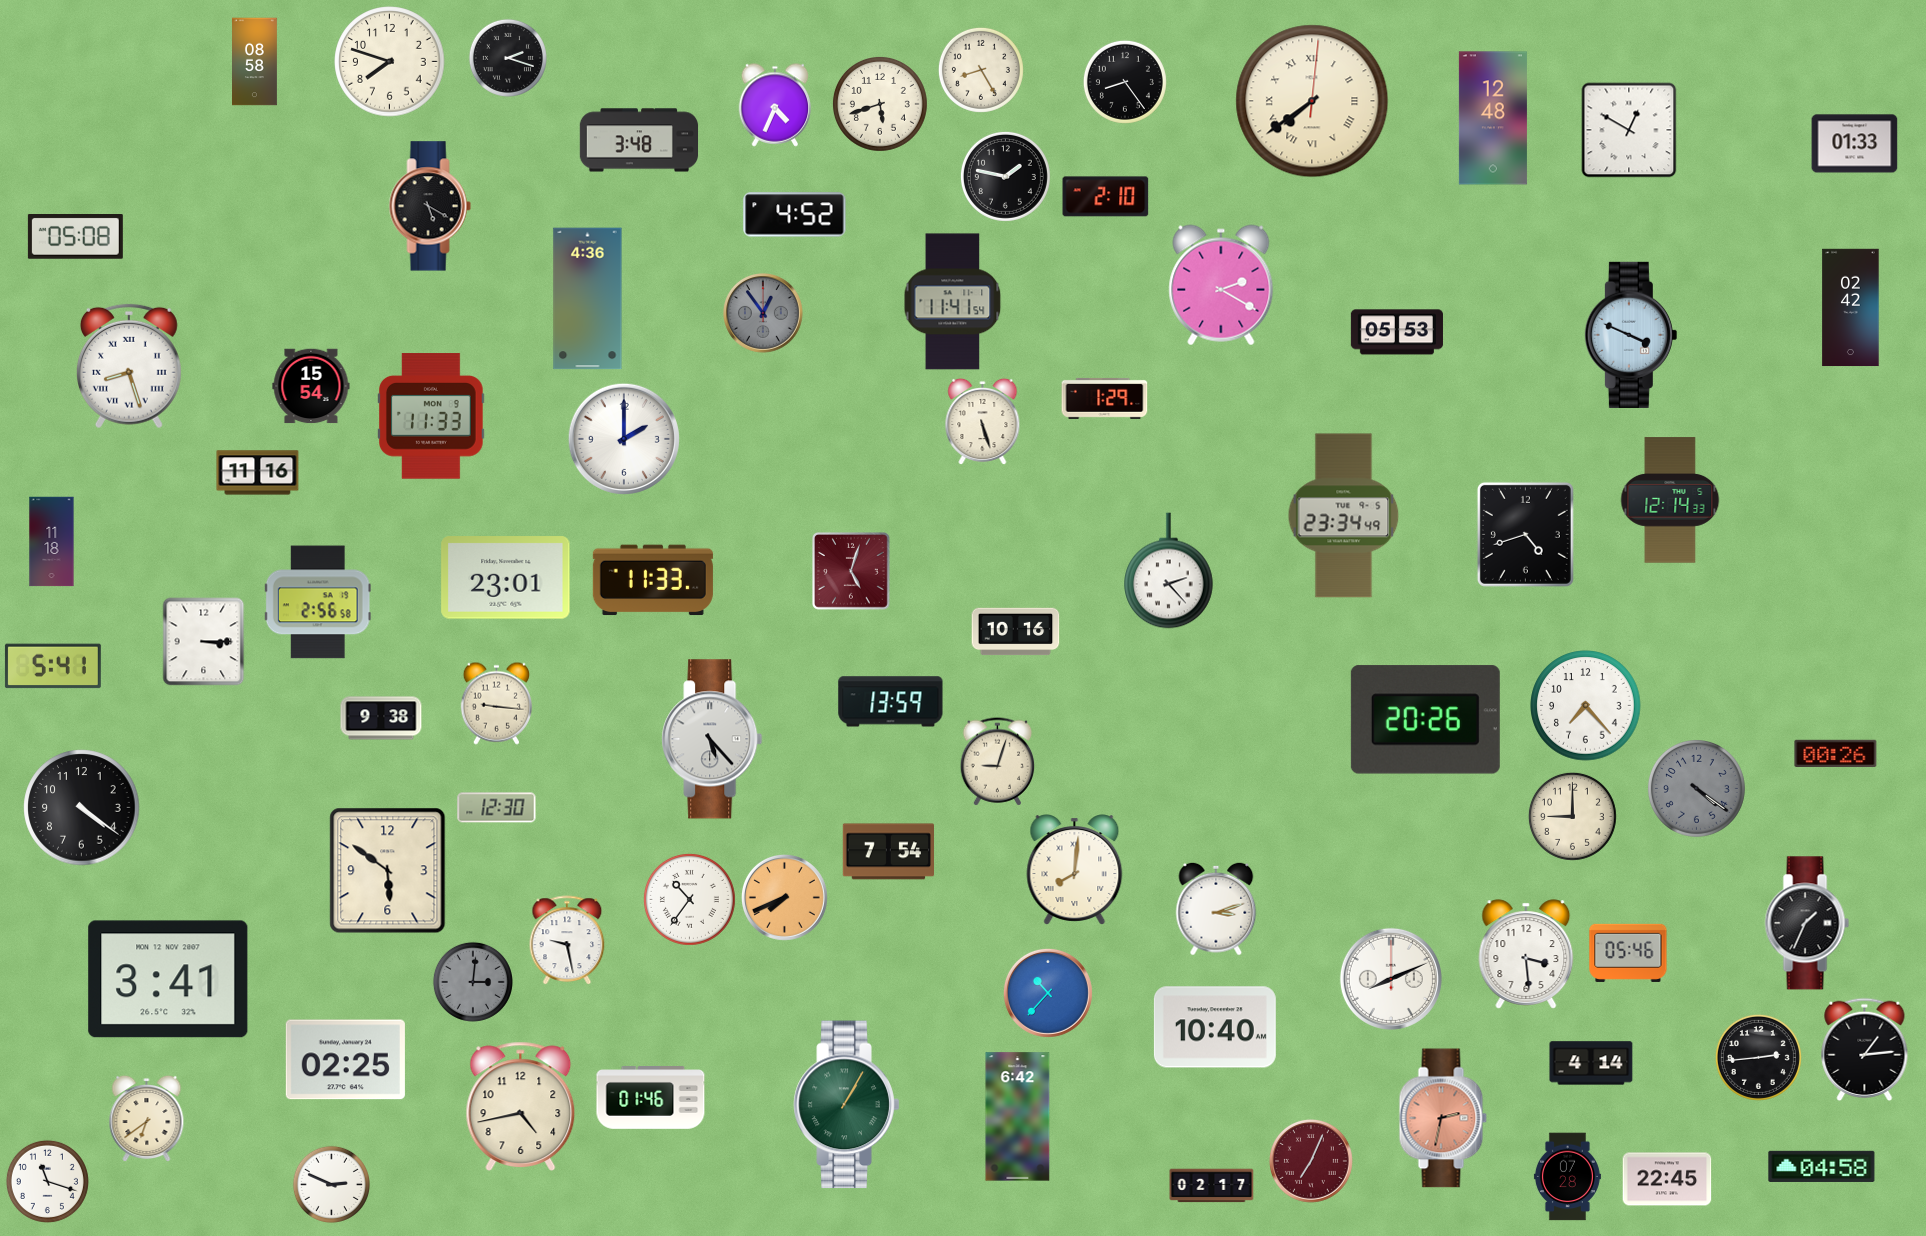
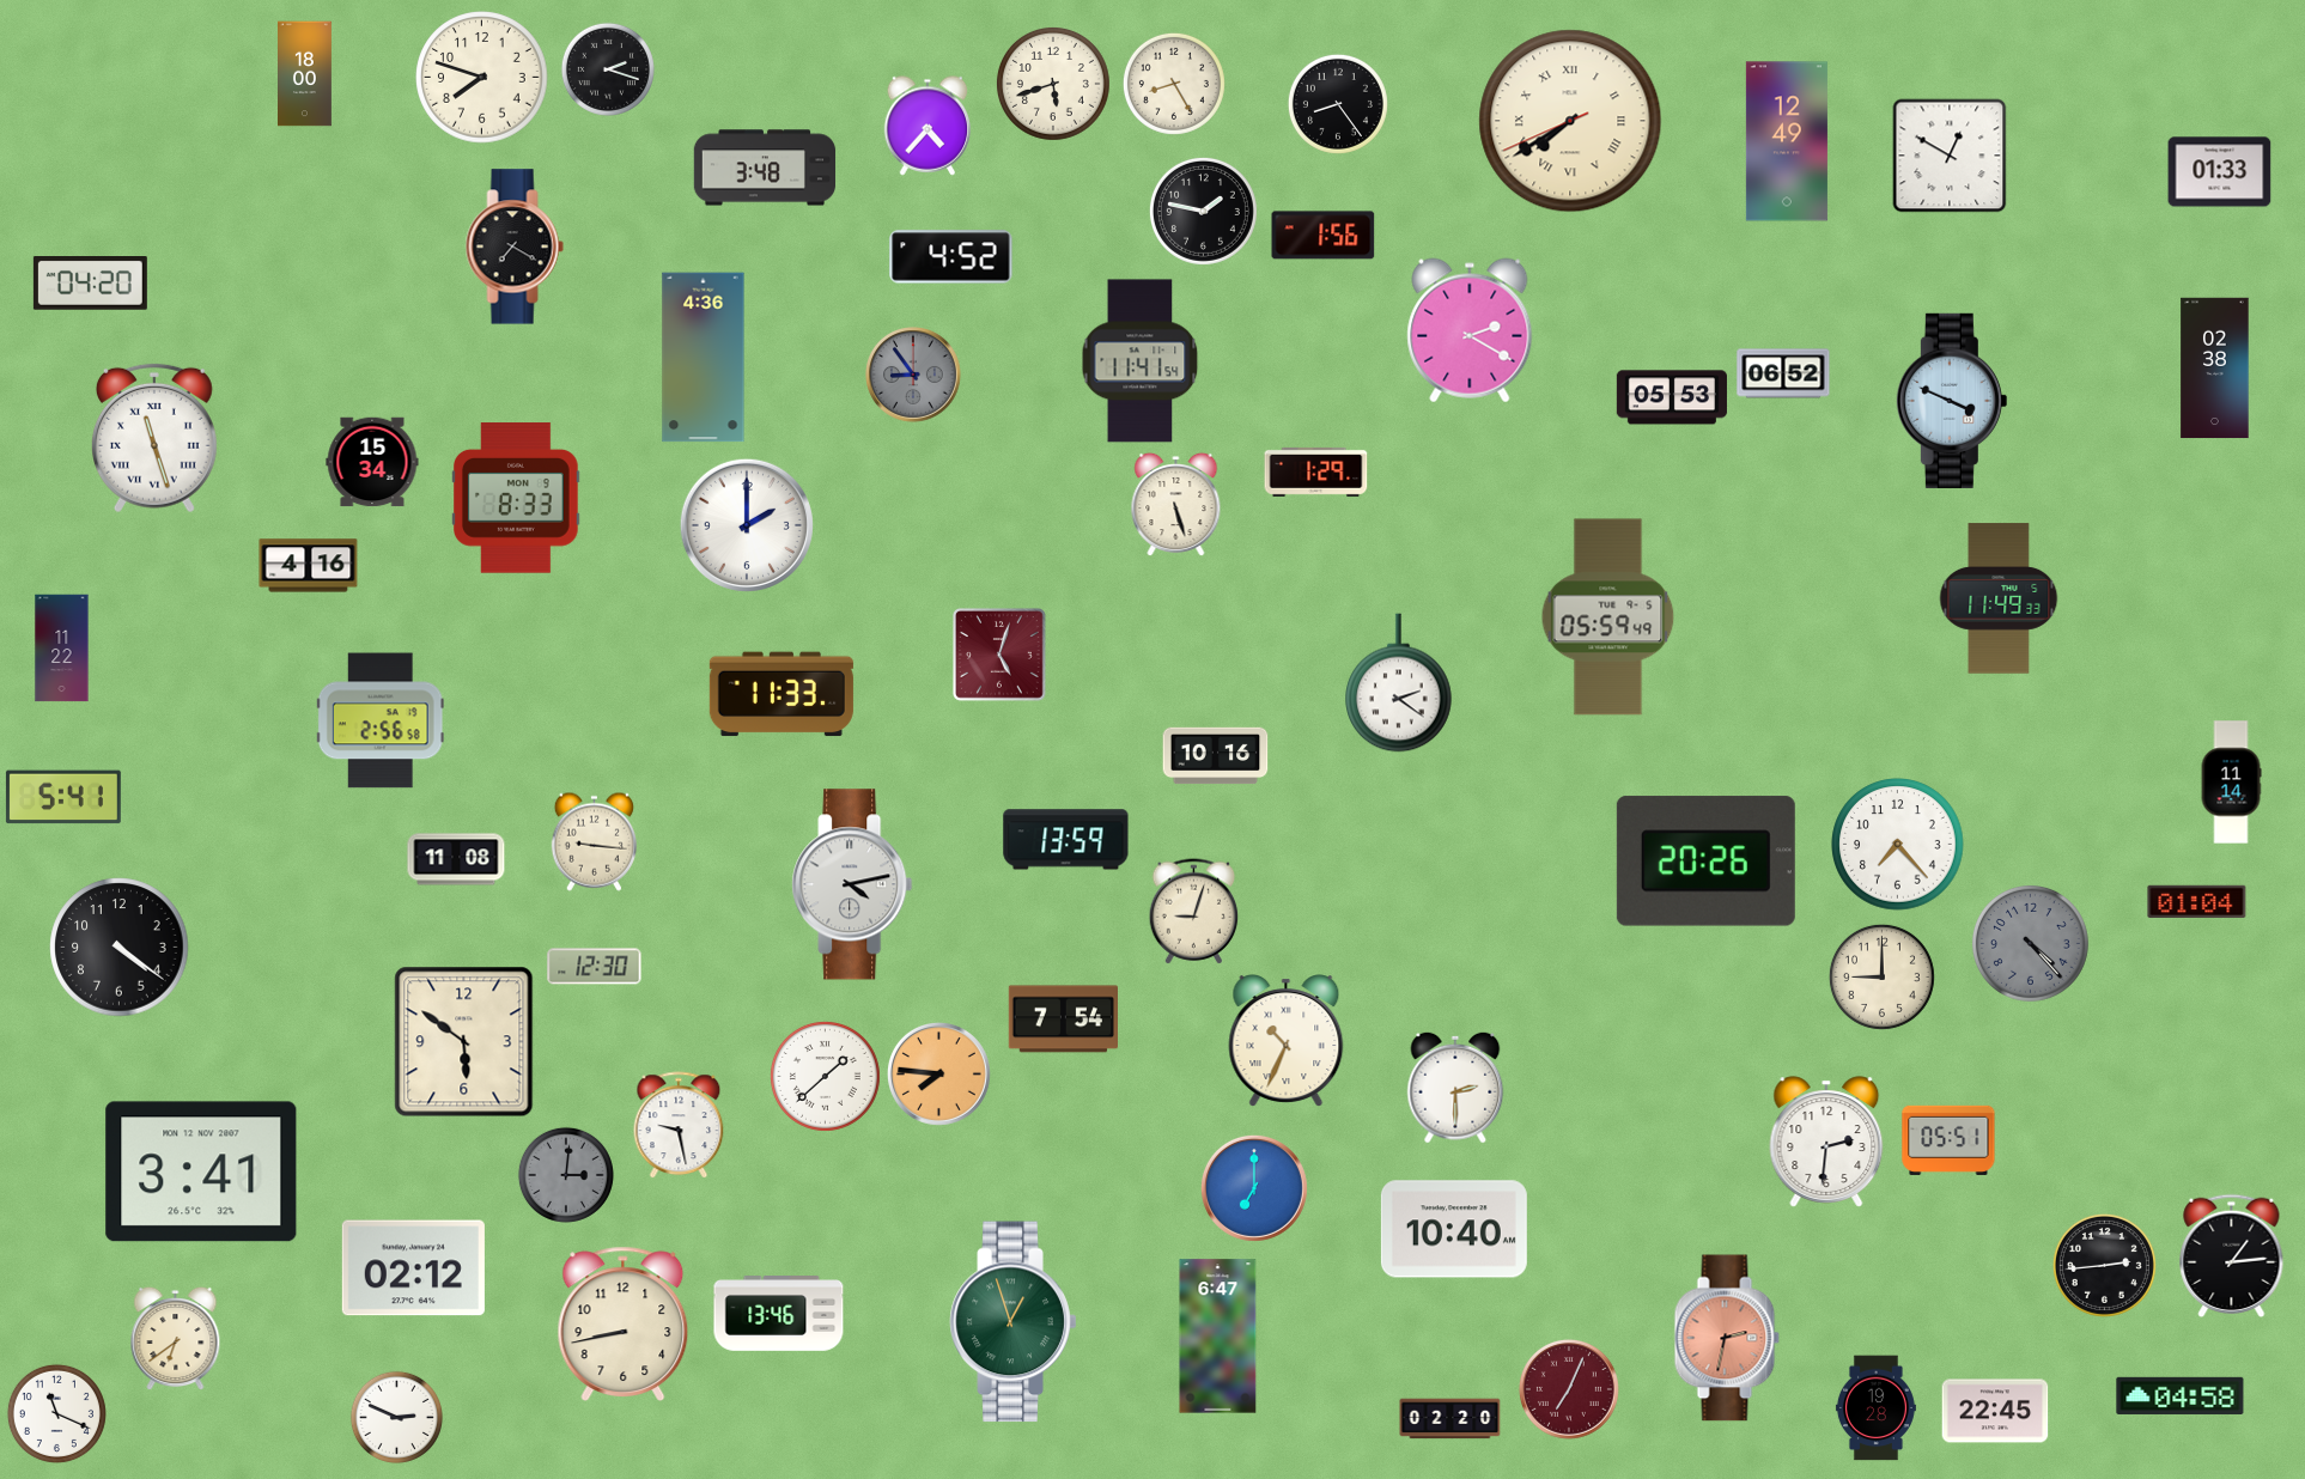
clock at (255, 62): 08:58 -> 18:00
clock at (390, 62) position: (390, 62) -> (482, 78)
clock at (1125, 82) position: (1125, 82) -> (1338, 104)
clock at (1312, 101): 7:39:01 -> 7:39:41
clock at (880, 104) position: (880, 104) -> (1053, 84)
clock at (775, 105): 4:34 -> 4:37
clock at (1493, 118): 12:48 -> 12:49
clock at (1106, 197): 2:10 -> 1:56
clock at (430, 206): 5:20 -> 7:20
clock at (75, 237): 05:08 -> 04:20
clock at (1221, 285) position: (1221, 285) -> (1470, 330)
clock at (1851, 308): 02:42 -> 02:38
clock at (1783, 373): none -> 06:52
clock at (764, 314): 12:54 -> 8:54
clock at (129, 366): 8:27 -> 11:27
clock at (311, 386): 15:54 -> 15:34
clock at (1105, 398) position: (1105, 398) -> (1316, 471)
clock at (432, 416): 11:33 -> 8:33
clock at (258, 473): 11:16 -> 4:16
clock at (1670, 500): 12:14 -> 11:49
clock at (1344, 516): 23:34 -> 05:59
clock at (1525, 534): 4:42 -> none
clock at (52, 542): 11:18 -> 11:22
clock at (1169, 571): 2:23 -> 2:21
clock at (852, 572) position: (852, 572) -> (1001, 656)
clock at (506, 578): 23:01 -> none
clock at (204, 642): 3:15 -> none
clock at (2231, 783): none -> 11:14
clock at (381, 718): 9:38 -> 11:08
clock at (712, 739): 5:23 -> 4:13
clock at (1836, 754): 00:26 -> 01:04
clock at (1696, 788): 4:21 -> 4:23
clock at (82, 808) position: (82, 808) -> (120, 948)
clock at (1075, 870): 8:01 -> 10:34
clock at (784, 897): 7:41 -> 7:46
clock at (689, 899): 10:36 -> 1:38
clock at (1216, 909): 3:12 -> 2:30
clock at (1807, 923): 1:34 -> none
clock at (1628, 953): 05:46 -> 05:51
clock at (1526, 954): 3:29 -> 2:31
clock at (1391, 979): 8:11 -> none
clock at (1048, 993): 10:37 -> 7:00
clock at (345, 1060): 02:25 -> 02:12
clock at (1591, 1063): 4:14 -> none
clock at (651, 1098): 01:46 -> 13:46
clock at (847, 1105): 1:05 -> 12:57
clock at (521, 1106): 4:43 -> 8:43
clock at (1018, 1117): 6:42 -> 6:47
clock at (1567, 1177): 07:28 -> 19:28
clock at (47, 1181): 11:18 -> 11:19
clock at (1212, 1186): 02:17 -> 02:20
